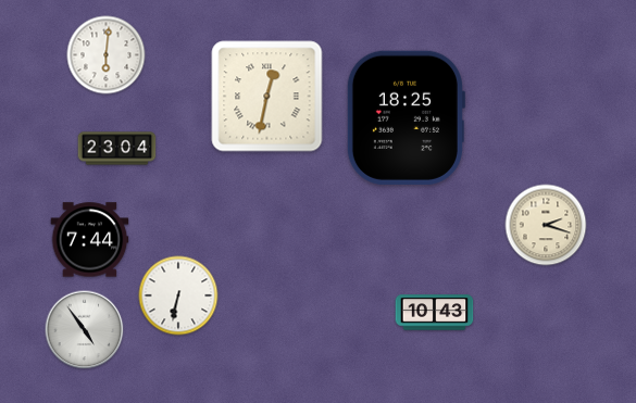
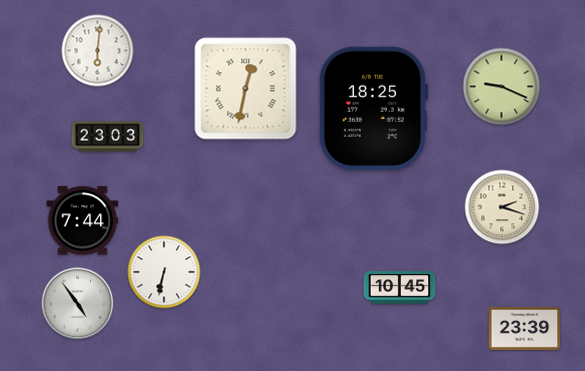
clock at (502, 87): none -> 9:19
clock at (117, 149): 23:04 -> 23:03
clock at (435, 313): 10:43 -> 10:45
clock at (525, 328): none -> 23:39
